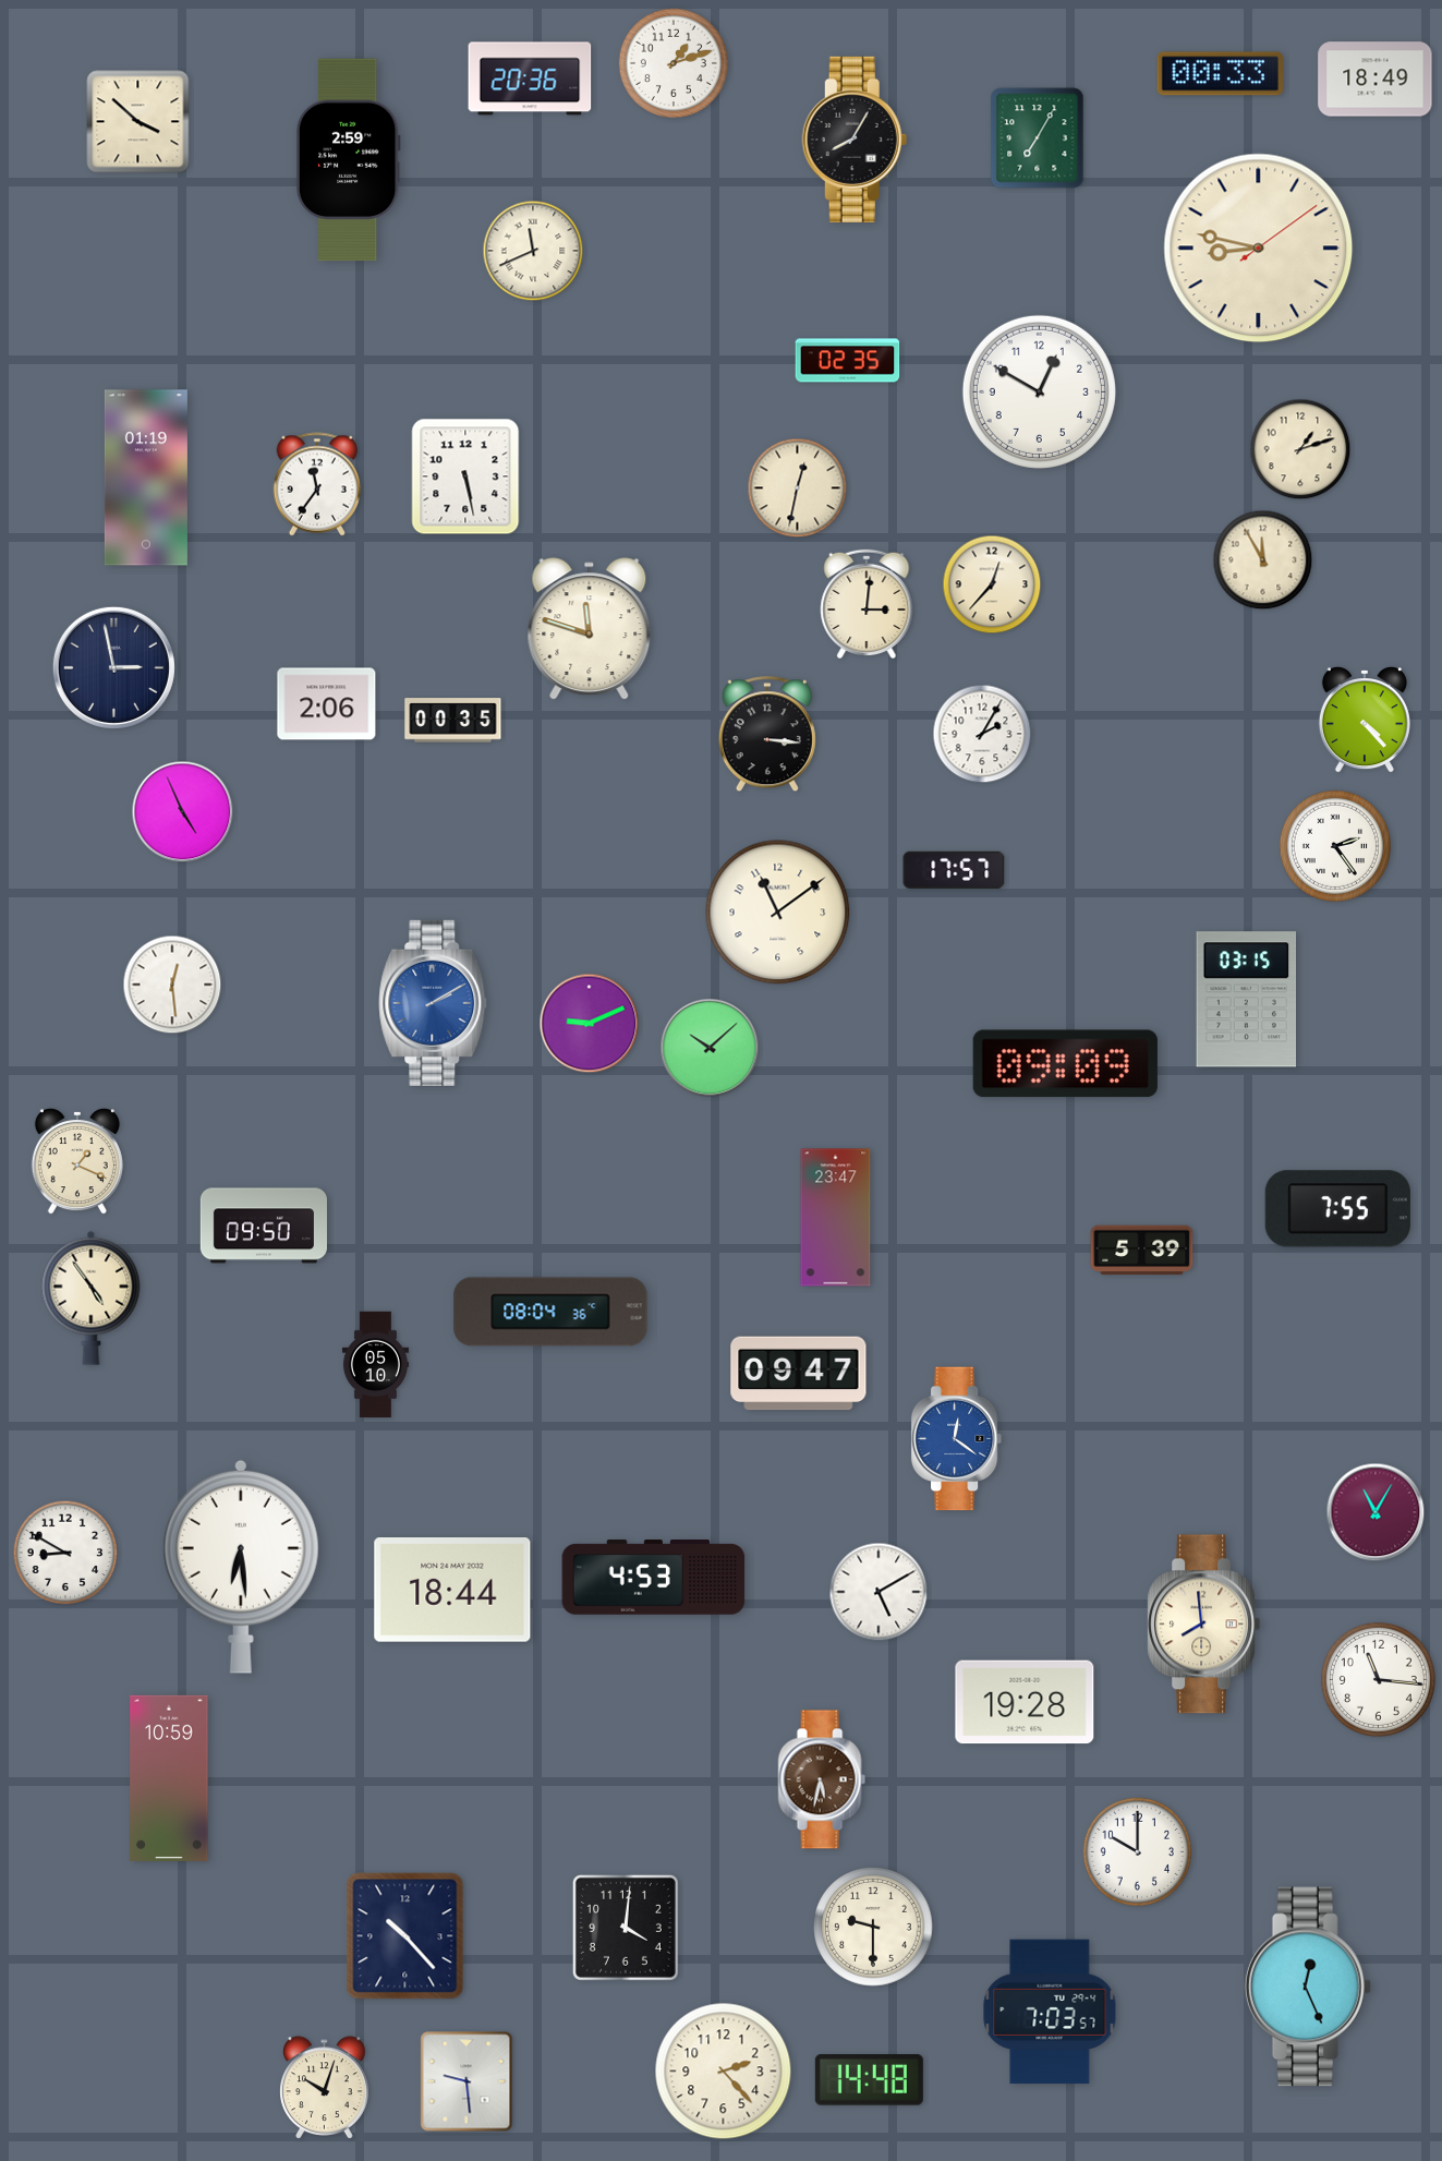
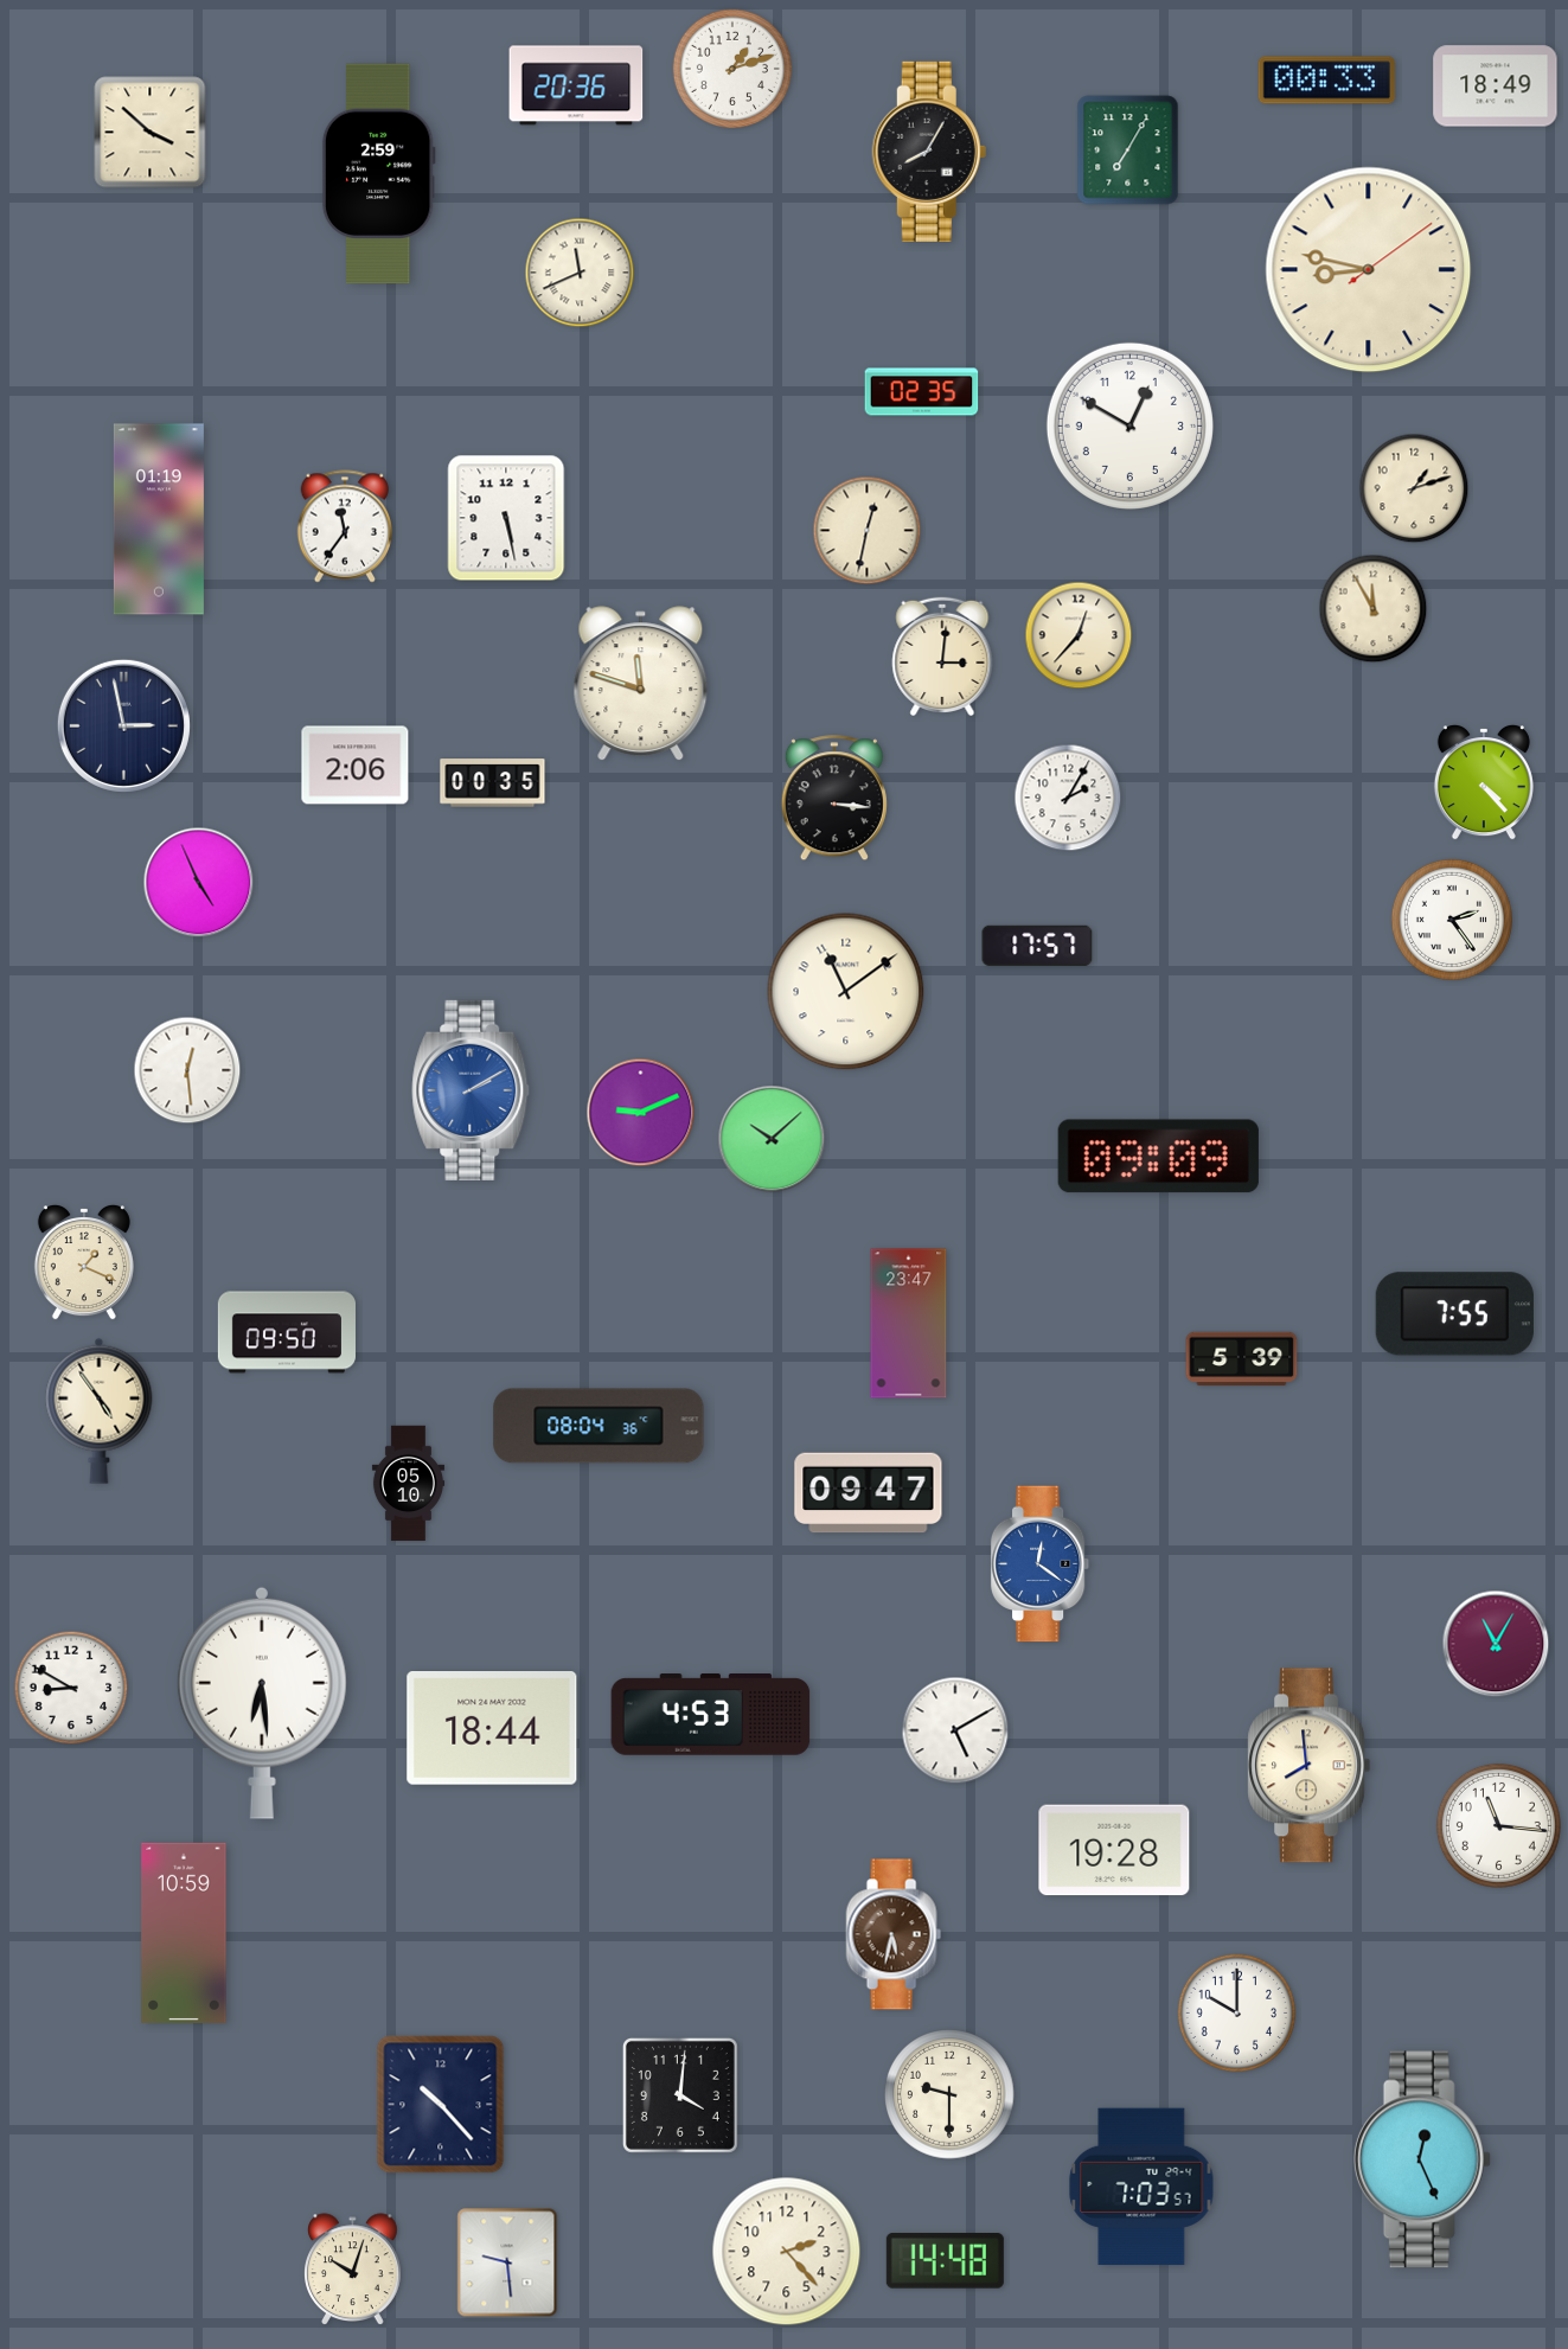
clock at (1247, 1000): 03:15 -> none
